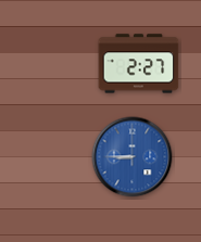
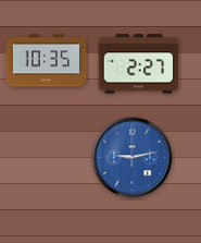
clock at (47, 61): none -> 10:35
clock at (133, 157): 8:45 -> 9:13
